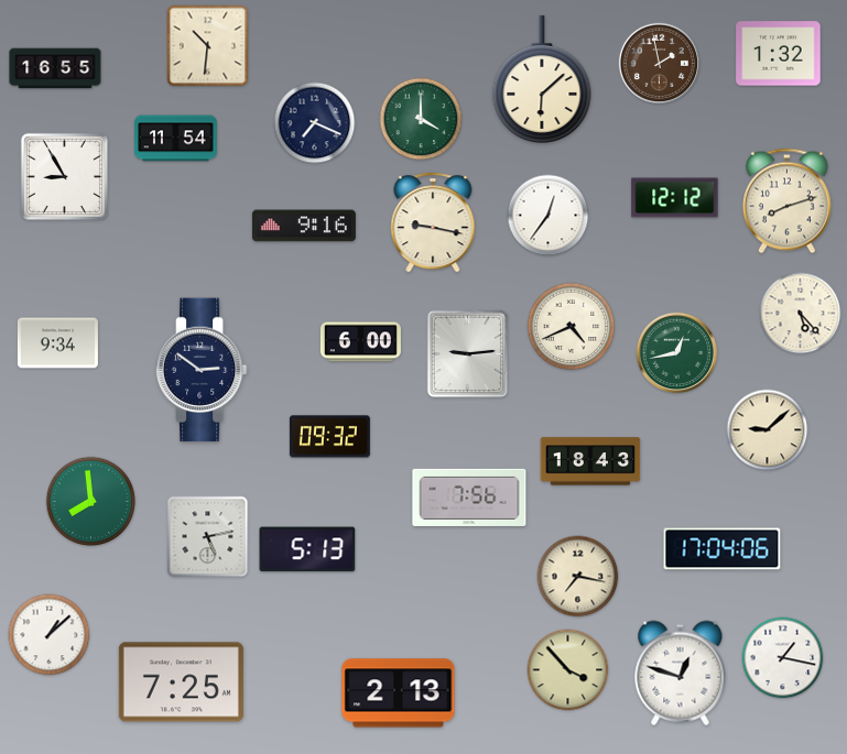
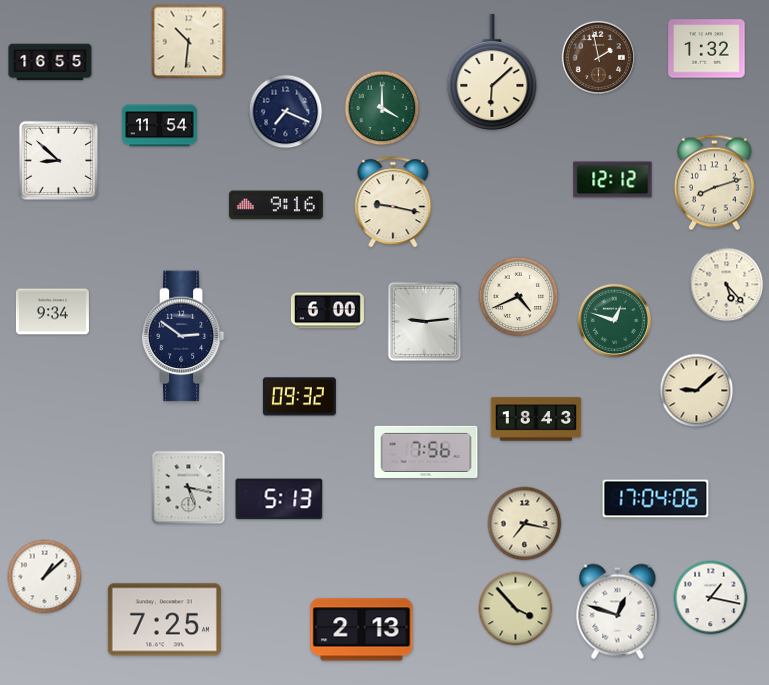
clock at (64, 176): 8:55 -> 8:52
clock at (549, 216): 12:36 -> none
clock at (676, 352): 12:43 -> 12:48
clock at (91, 502): 7:59 -> none
clock at (208, 537): 5:13 -> 5:17
